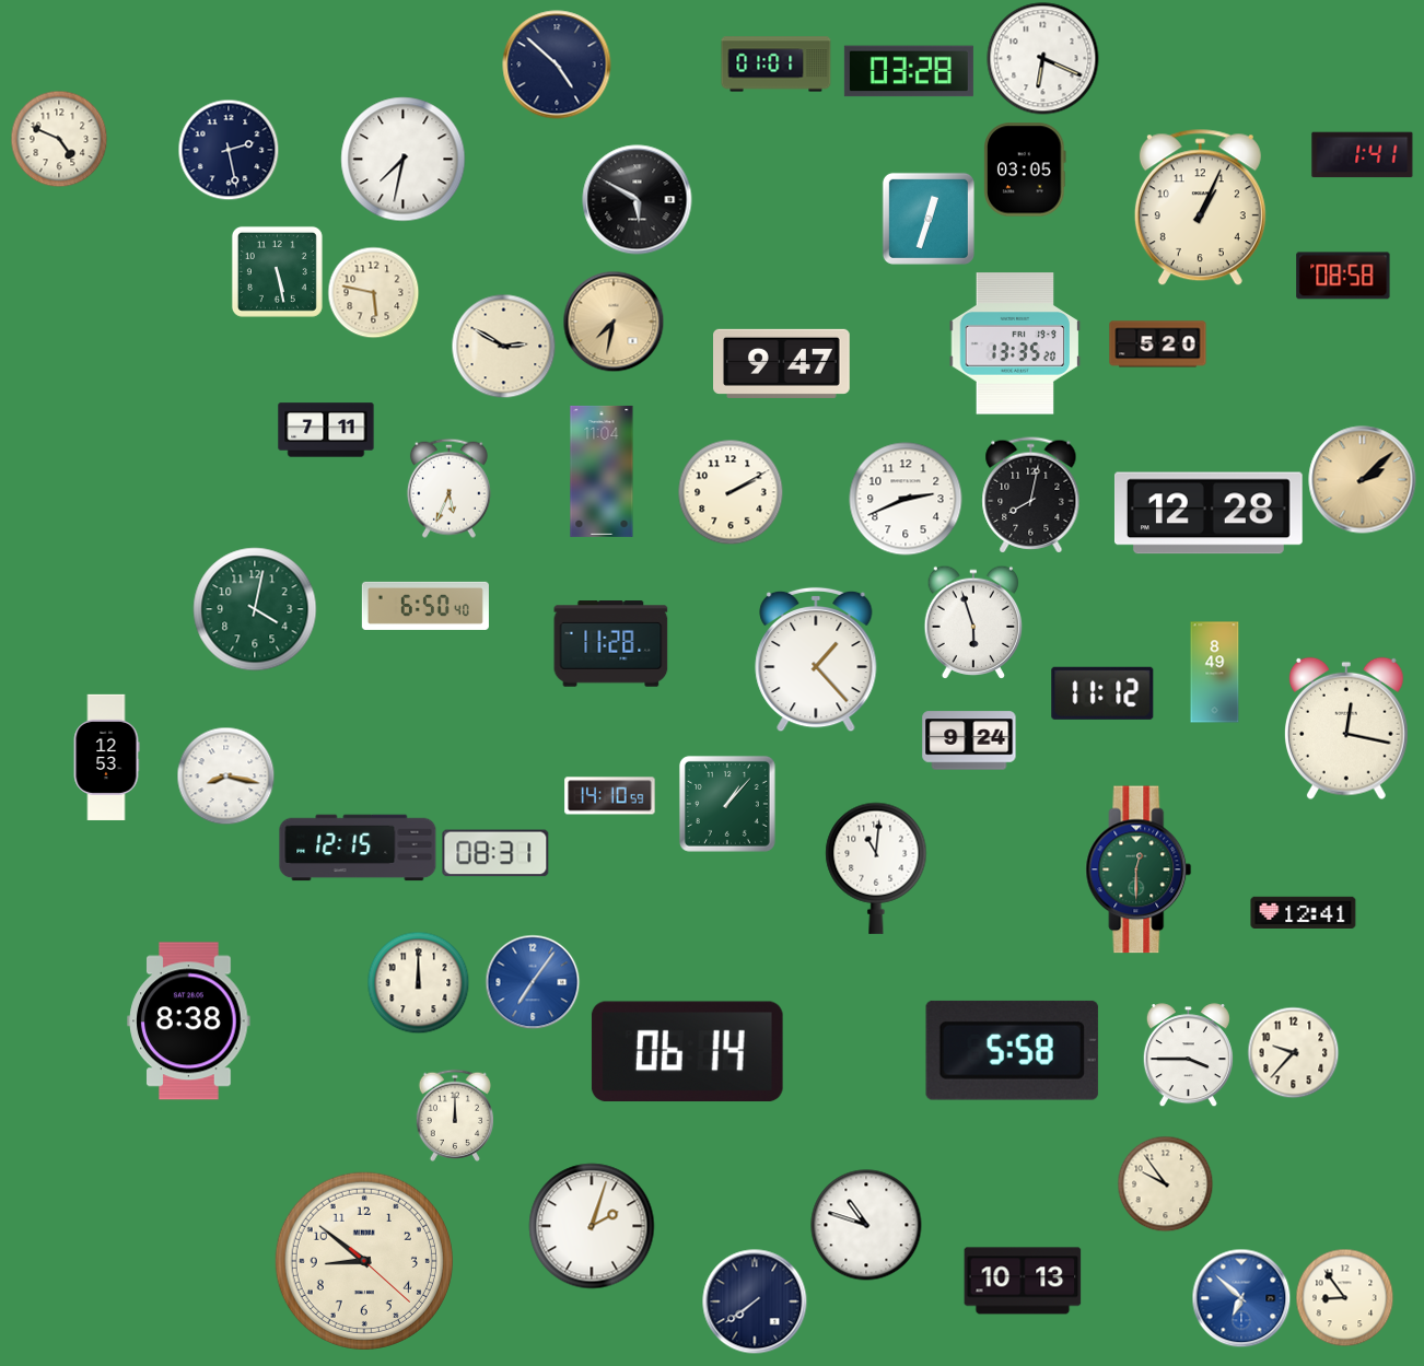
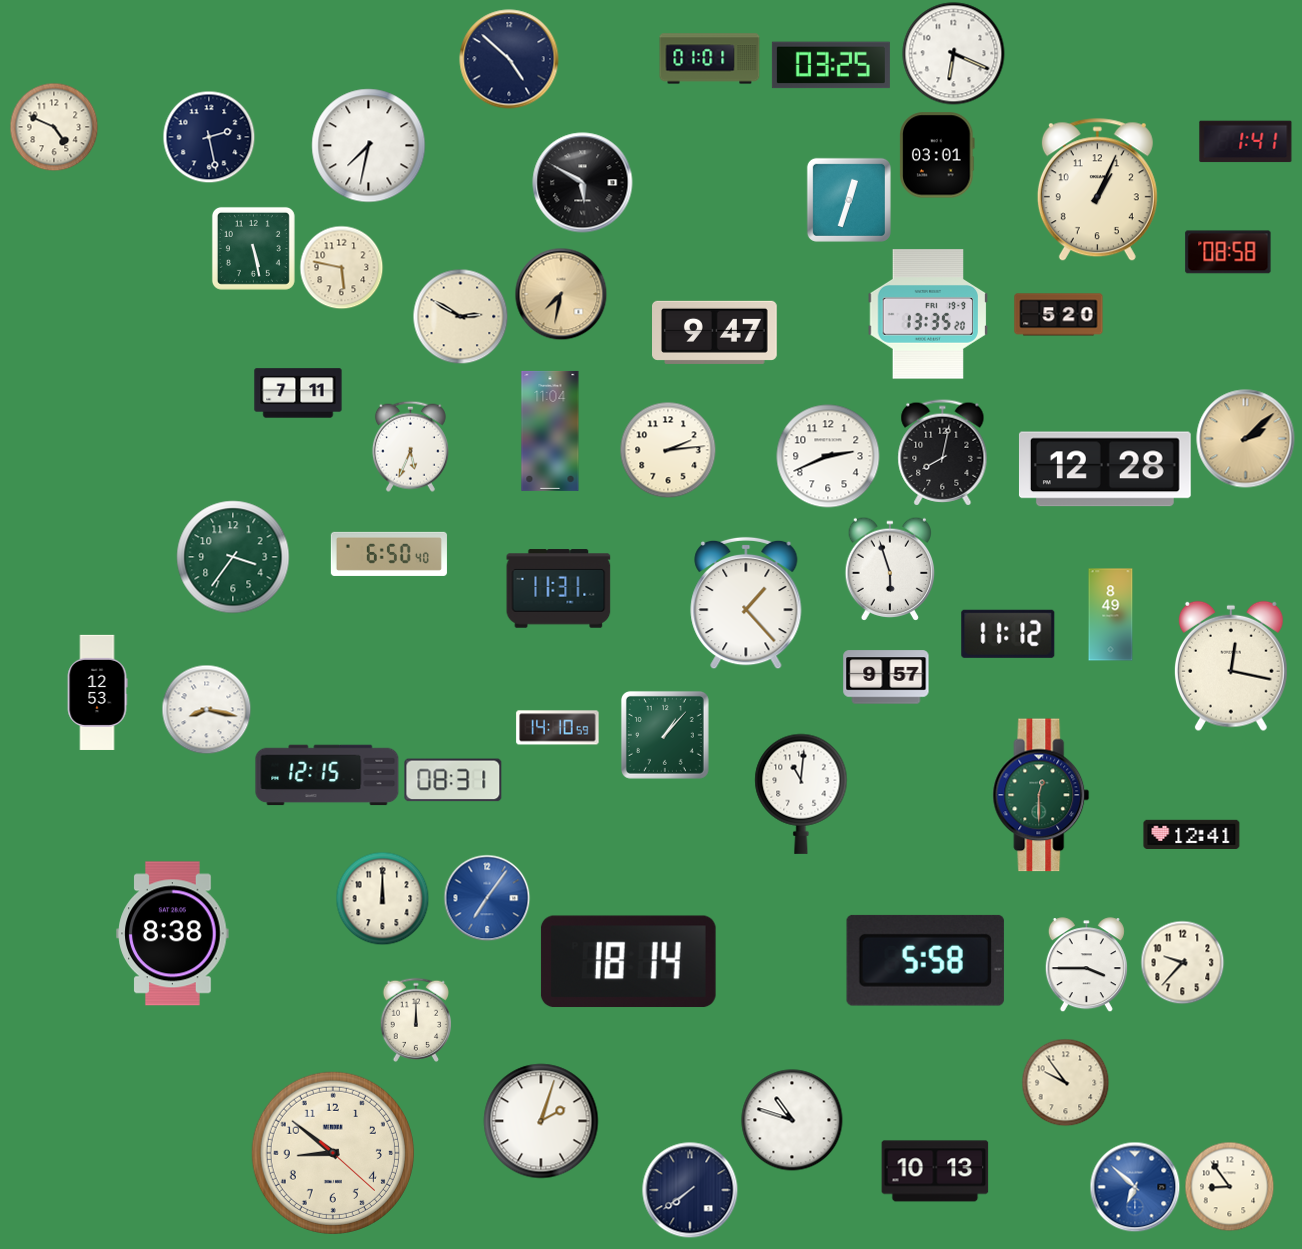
clock at (909, 71): 03:28 -> 03:25
clock at (1025, 170): 03:05 -> 03:01
clock at (731, 492): 2:10 -> 2:14
clock at (255, 609): 4:02 -> 3:36
clock at (611, 644): 11:28 -> 11:31
clock at (969, 740): 9:24 -> 9:57
clock at (687, 1052): 06:14 -> 18:14
